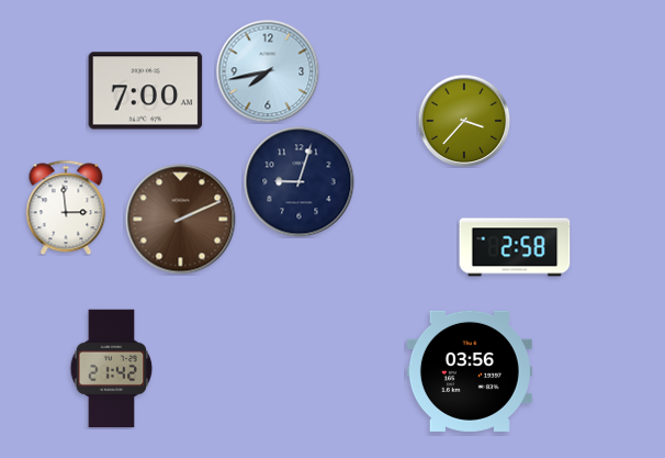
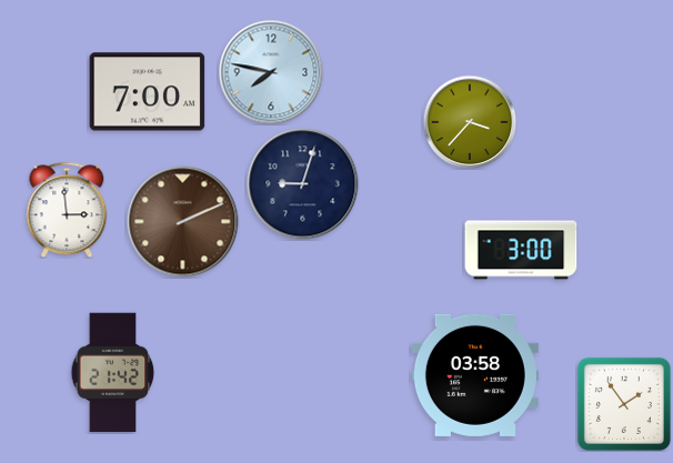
clock at (268, 71): 7:43 -> 7:47
clock at (515, 247): 2:58 -> 3:00
clock at (470, 371): 03:56 -> 03:58
clock at (624, 404): none -> 1:54
